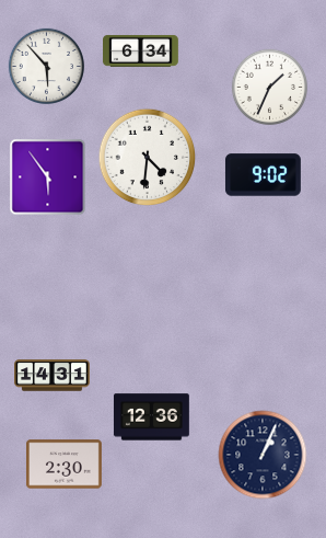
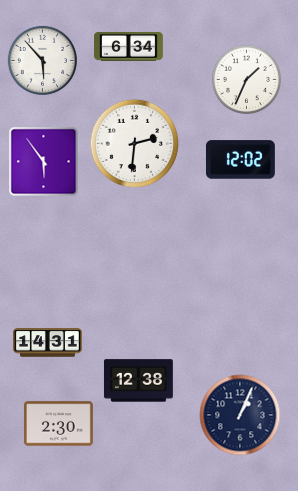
clock at (148, 158): 4:31 -> 2:31
clock at (263, 175): 9:02 -> 12:02
clock at (151, 417): 12:36 -> 12:38
